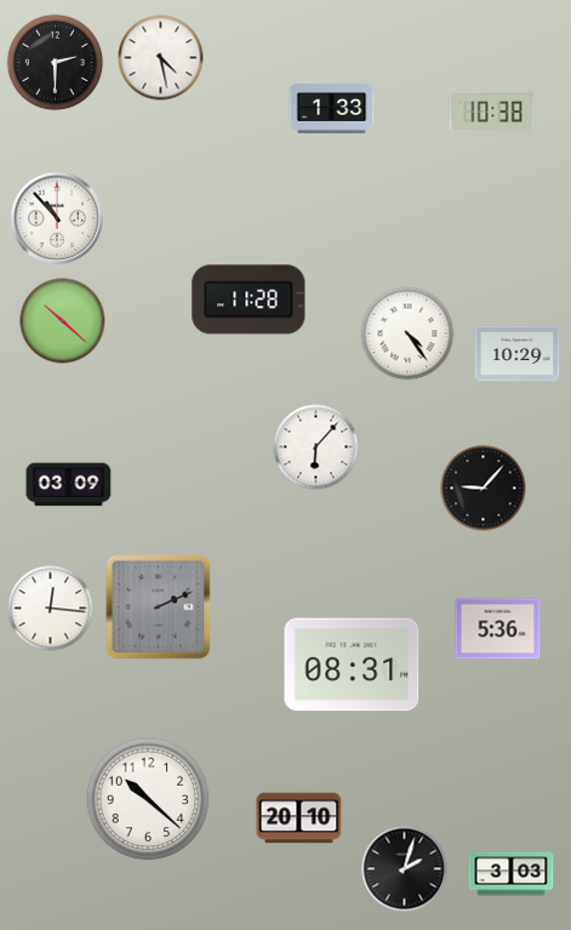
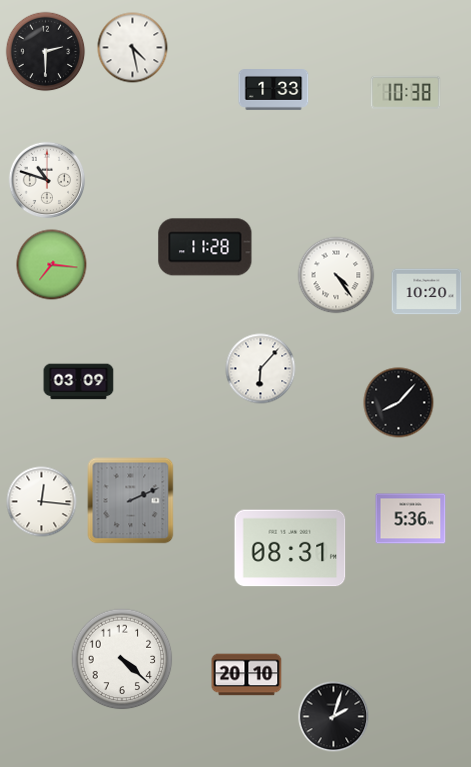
clock at (57, 218): 10:53 -> 10:48
clock at (63, 321): 10:22 -> 7:16
clock at (518, 354): 10:29 -> 10:20
clock at (69, 485) position: (69, 485) -> (79, 382)
clock at (484, 489): 9:07 -> 8:07
clock at (148, 799): 10:22 -> 4:22
clock at (512, 874): 3:03 -> none
